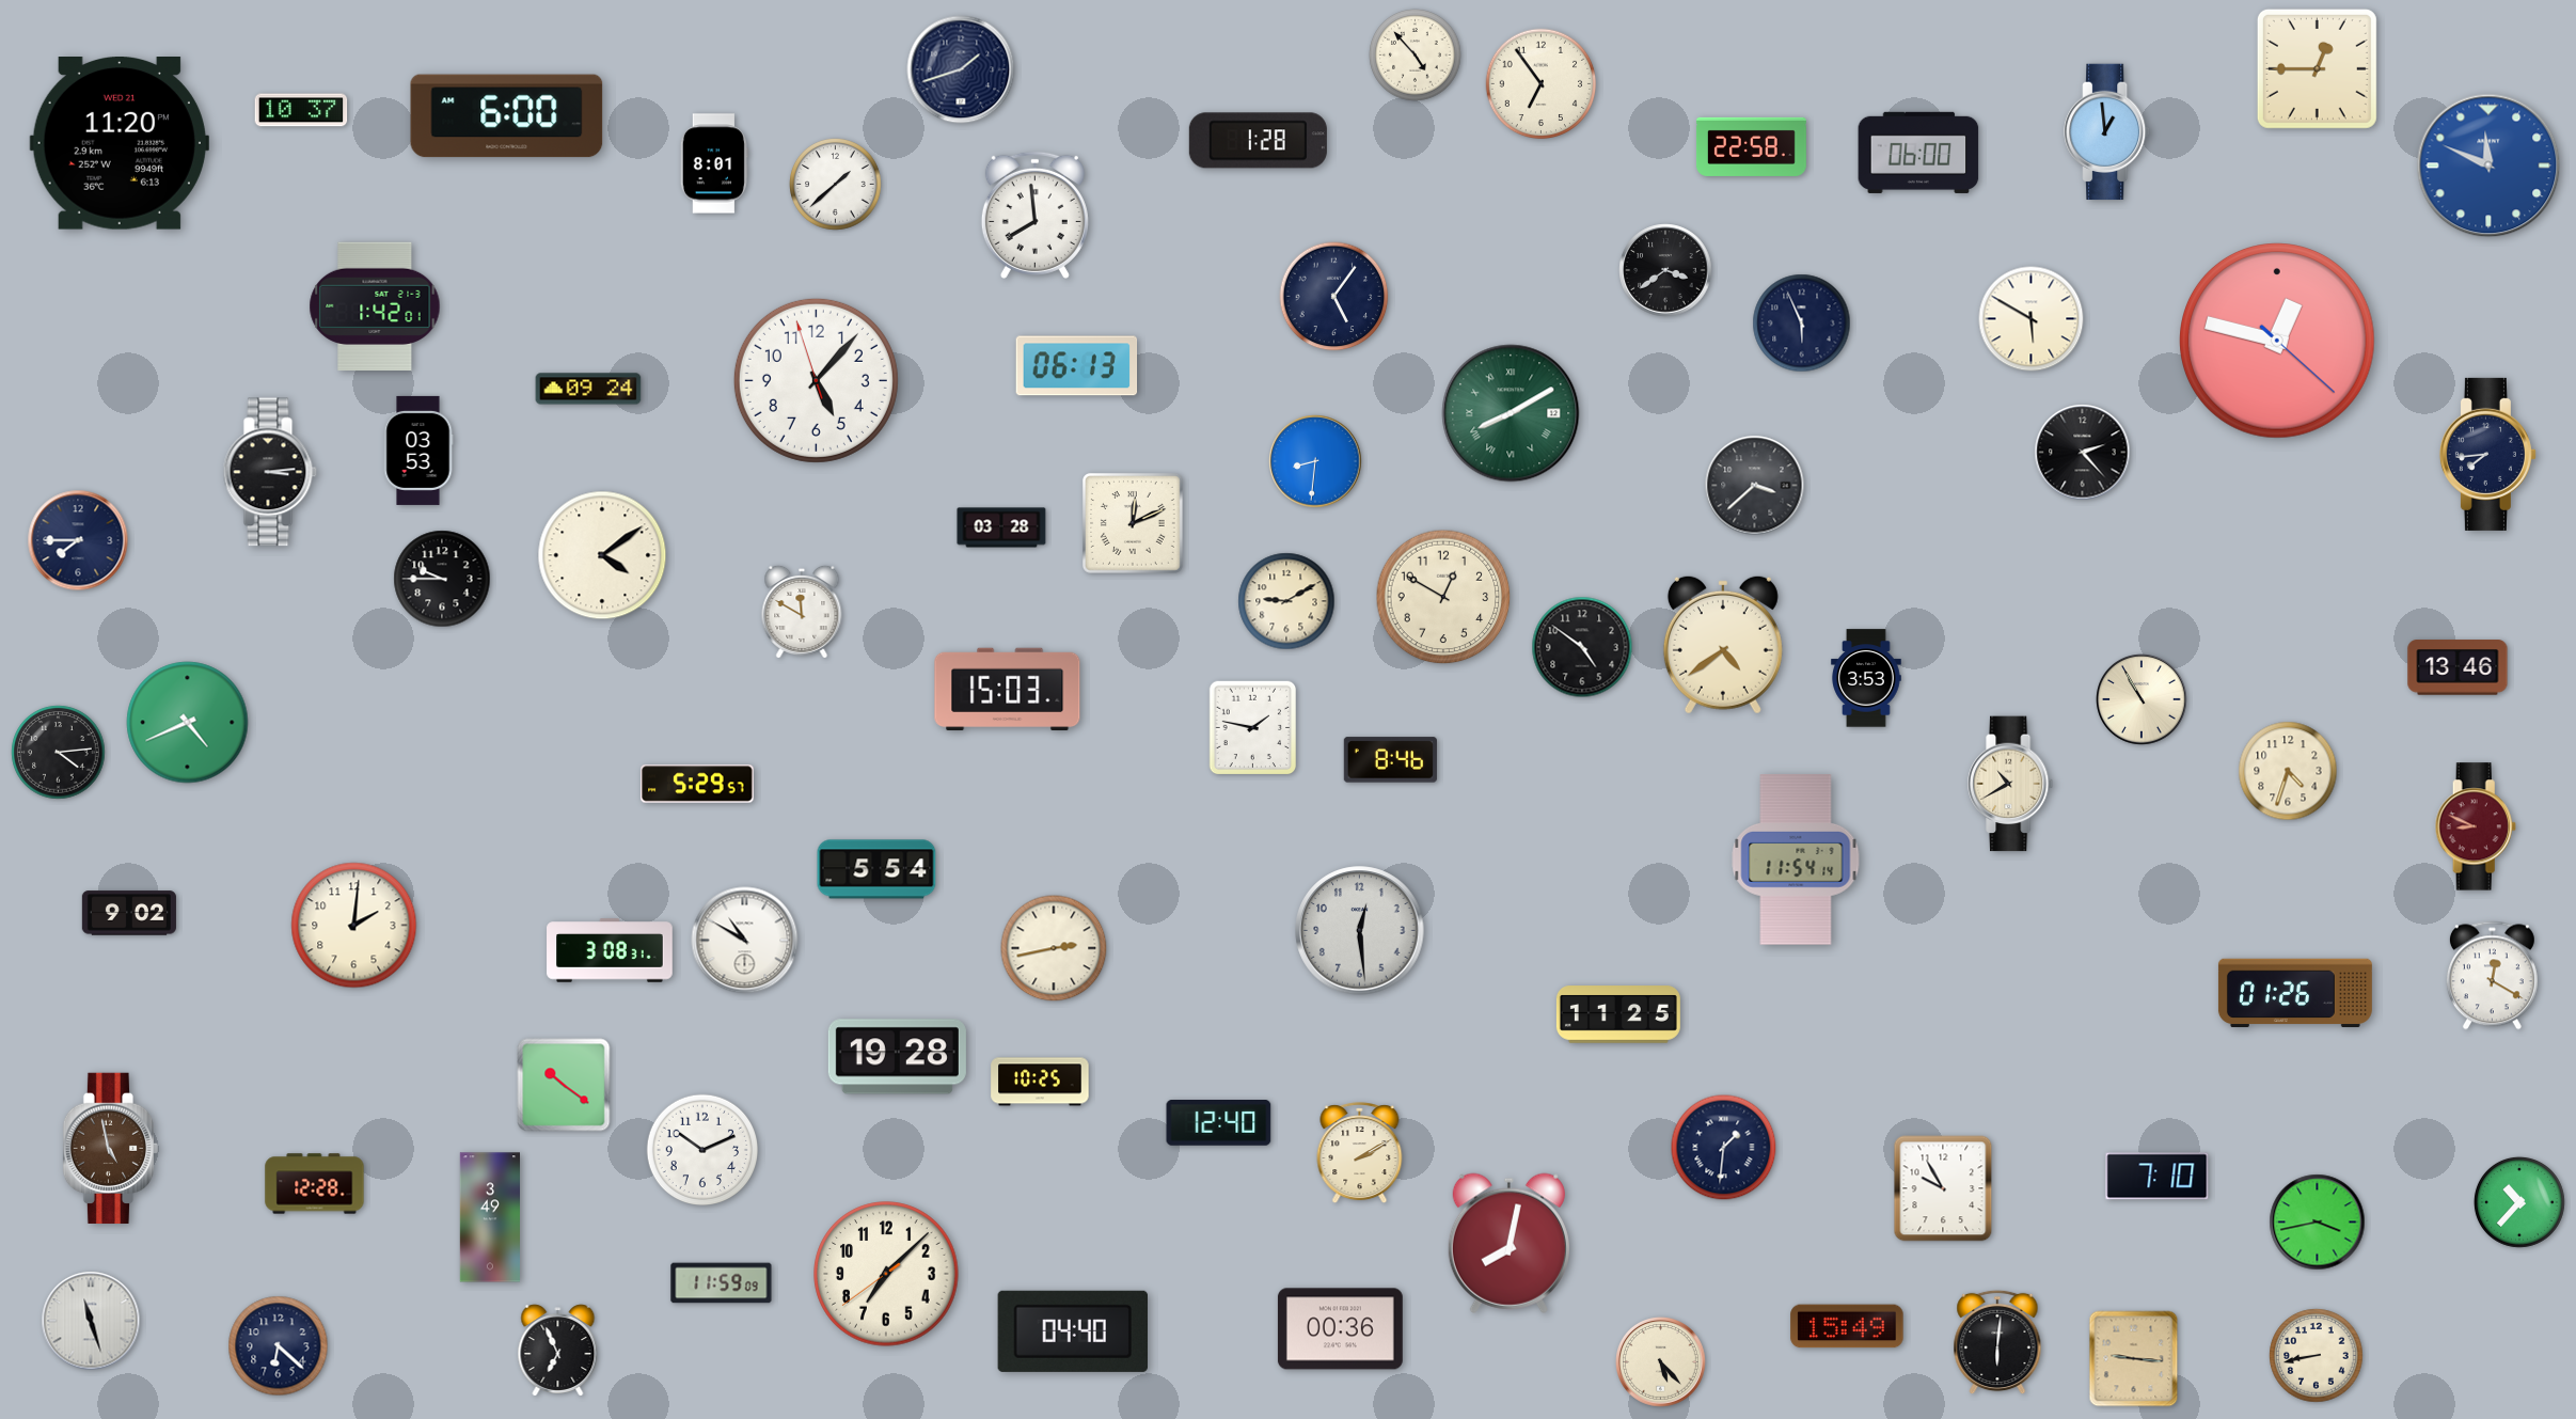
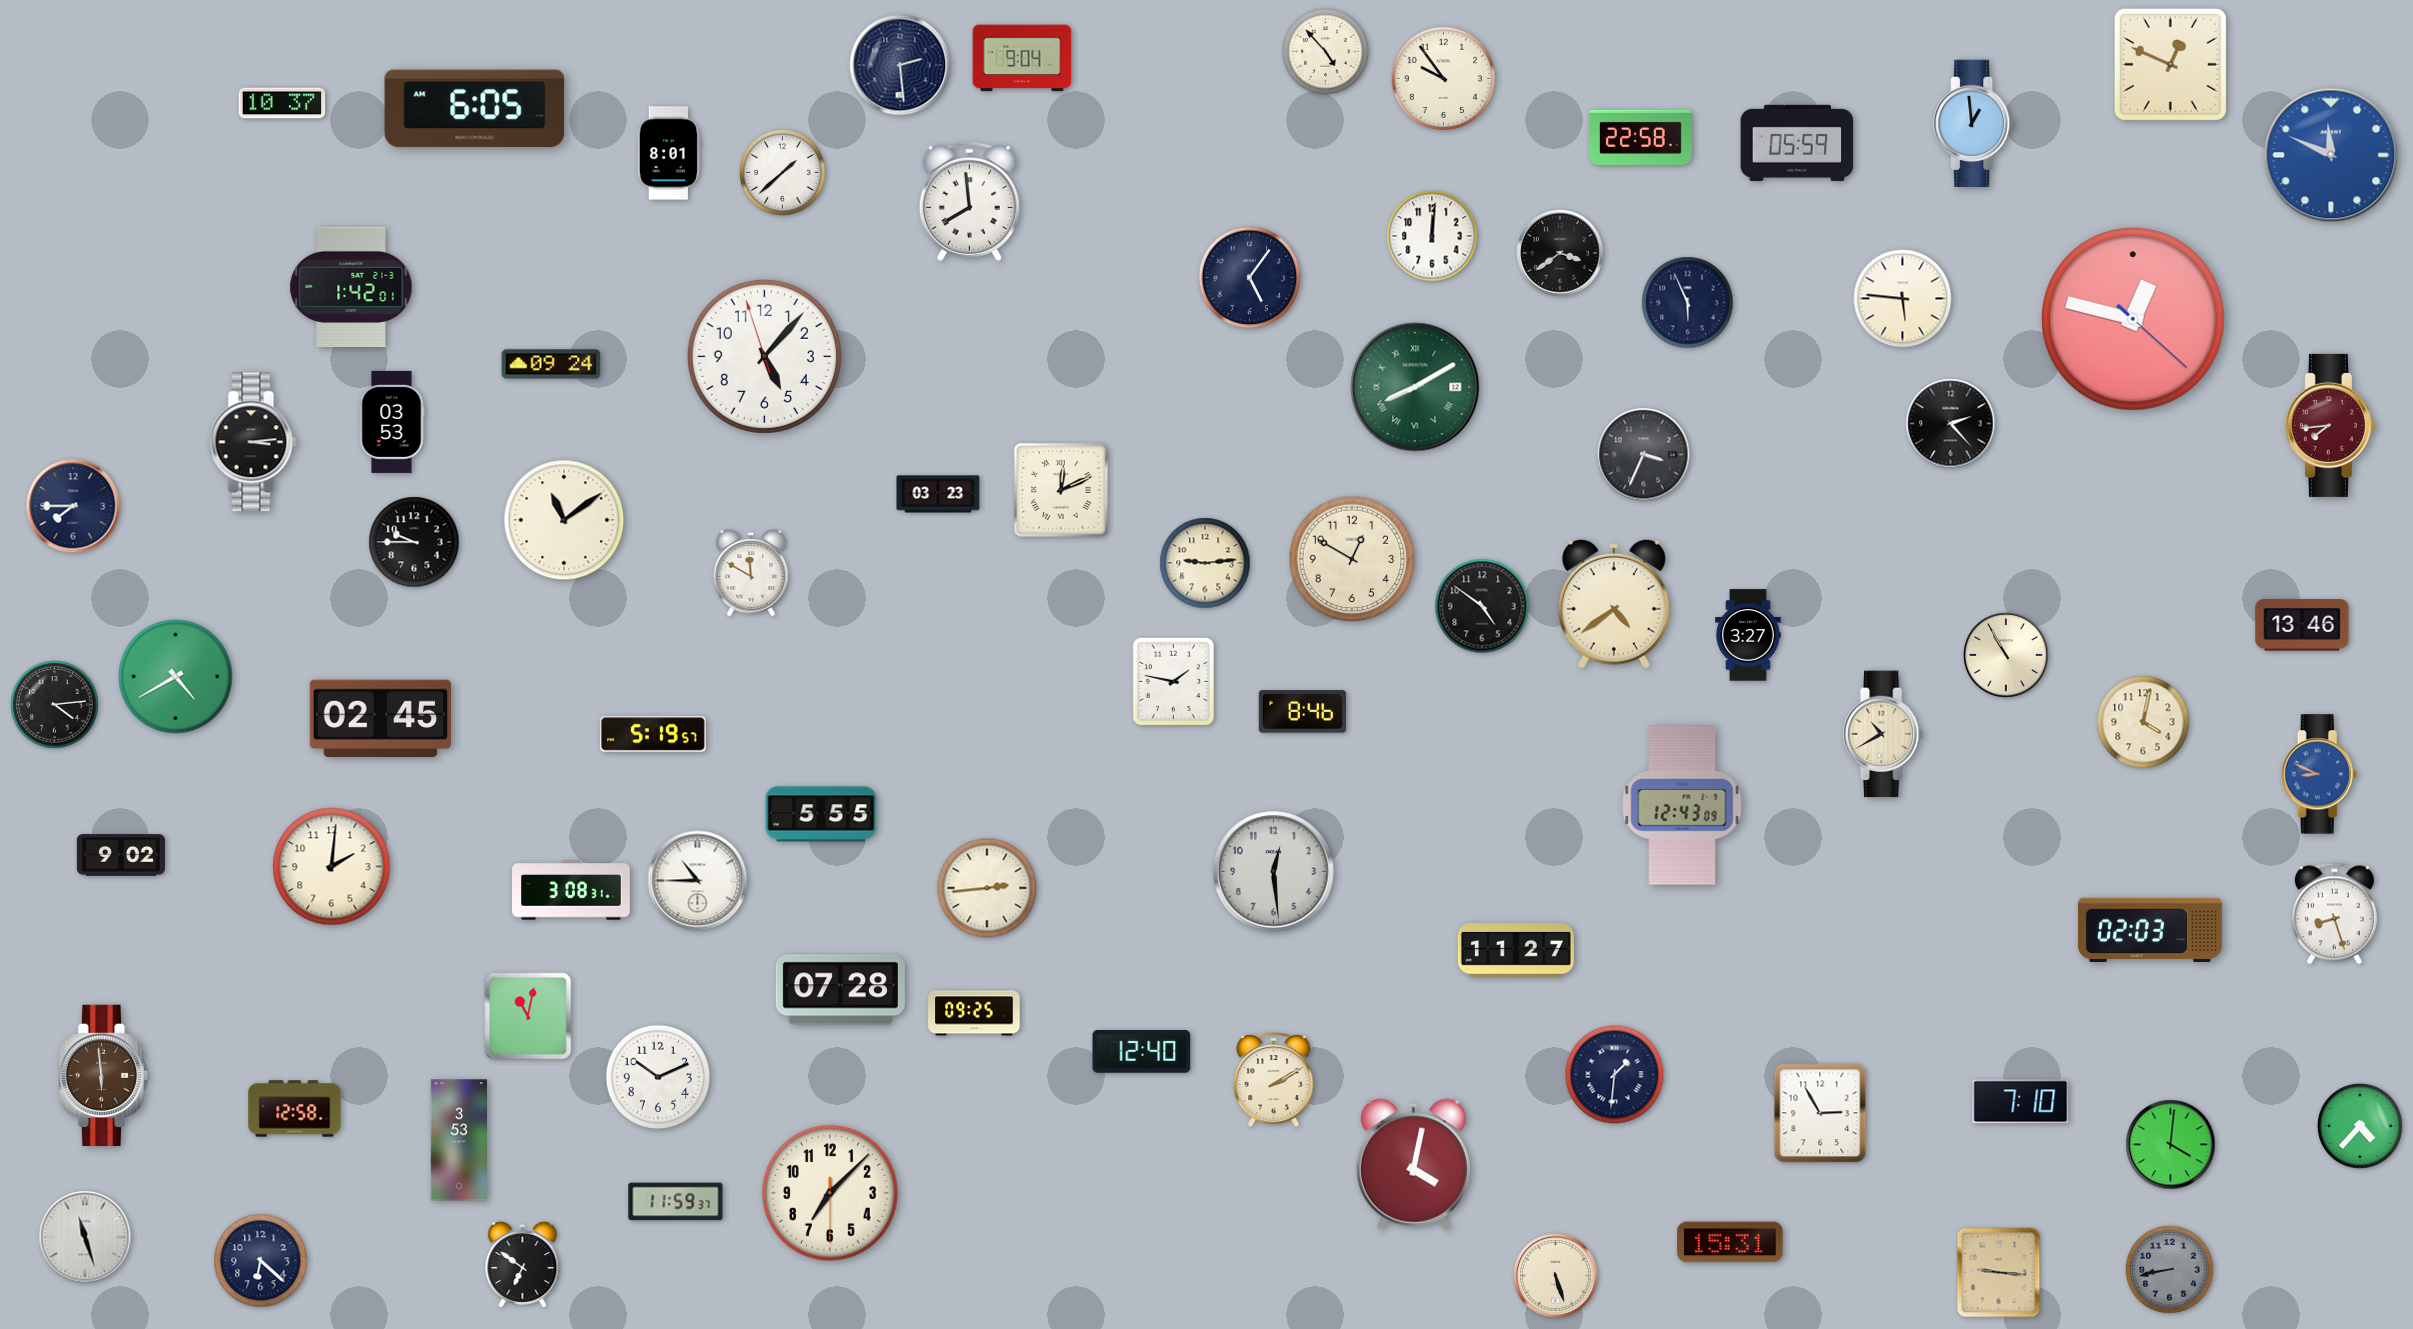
clock at (1022, 58): none -> 9:04
clock at (2317, 68): 12:45 -> 12:49
clock at (961, 69): 1:42 -> 2:29
clock at (1542, 84): 6:54 -> 9:54
clock at (507, 116): 6:00 -> 6:05
clock at (1258, 141): 1:28 -> none
clock at (120, 144): 11:20 -> none
clock at (1918, 153): 06:00 -> 05:59
clock at (1432, 236): none -> 12:01
clock at (2032, 319): 5:50 -> 5:46
clock at (1077, 366): 06:13 -> none
clock at (2487, 454) dial: navy -> burgundy
clock at (1315, 461): 8:31 -> none
clock at (1755, 486): 3:38 -> 3:34
clock at (1001, 527): 03:28 -> 03:23
clock at (602, 555): 4:09 -> 11:09
clock at (1286, 601): 9:10 -> 9:14
clock at (1866, 678): 3:53 -> 3:27
clock at (1008, 690): 15:03 -> none
clock at (188, 723): 4:41 -> 4:40
clock at (380, 719): none -> 02:45
clock at (2288, 771): 4:33 -> 4:02
clock at (697, 784): 5:29 -> 5:19
clock at (2476, 826) dial: burgundy -> blue
clock at (1796, 860): 11:54 -> 12:43
clock at (876, 869): 5:54 -> 5:55
clock at (745, 941): 10:50 -> 10:45
clock at (1054, 948): 2:43 -> 2:44
clock at (2492, 976): 12:20 -> 8:27
clock at (2295, 993): 01:26 -> 02:03
clock at (1618, 1014): 11:25 -> 11:27
clock at (897, 1057): 19:28 -> 07:28
clock at (1040, 1082): 10:25 -> 09:25
clock at (564, 1085): 10:21 -> 11:02
clock at (111, 1148): 4:58 -> 5:59
clock at (315, 1184): 12:28 -> 12:58
clock at (1943, 1188): 9:55 -> 2:55
clock at (2519, 1202): 10:37 -> 4:37
clock at (489, 1217): 3:49 -> 3:53
clock at (2318, 1223): 3:43 -> 4:01
clock at (1508, 1243): 8:02 -> 4:02
clock at (886, 1274): 7:07:39 -> 7:07:30
clock at (722, 1283): 11:59:09 -> 11:59:37
clock at (1847, 1326): 15:49 -> 15:31
clock at (1340, 1329): 00:36 -> none
clock at (1073, 1331): 04:40 -> none
clock at (1997, 1342): 6:01 -> none
clock at (558, 1351): 6:56 -> 6:51
clock at (2317, 1356) dial: cream -> grey
clock at (1661, 1362): 5:23 -> 5:27
